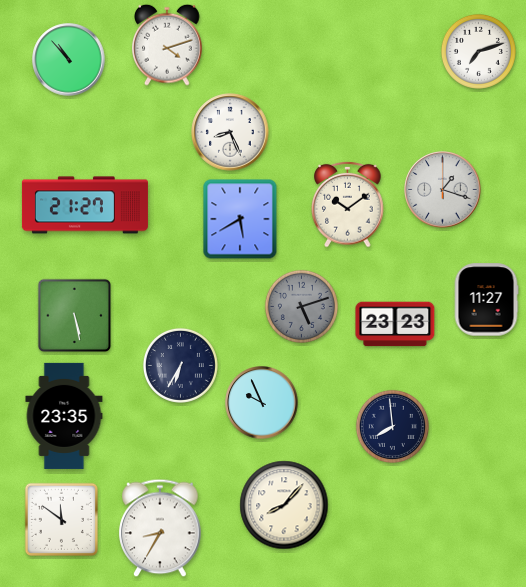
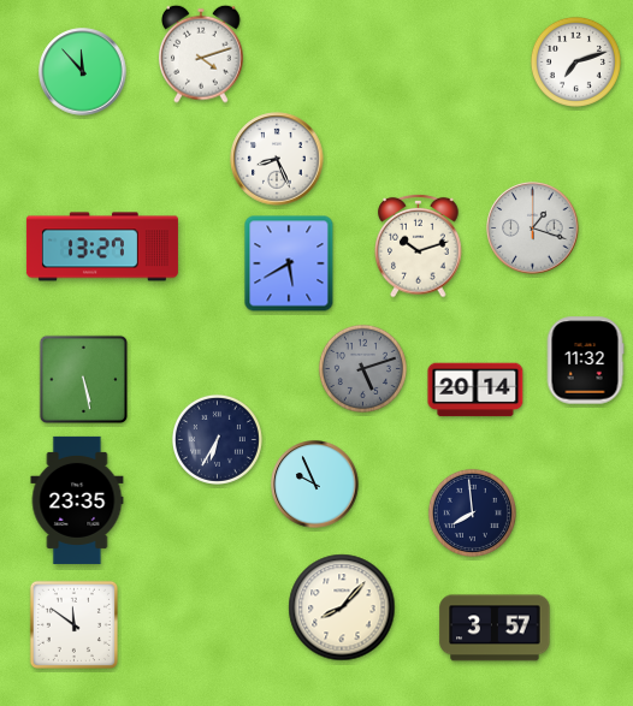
clock at (69, 60): 10:53 -> 11:53
clock at (348, 204): 10:09 -> 10:12
clock at (85, 205): 21:27 -> 13:27
clock at (486, 300): 11:27 -> 11:32
clock at (74, 315) position: (74, 315) -> (83, 379)
clock at (395, 324): 23:23 -> 20:14
clock at (495, 628): none -> 3:57
clock at (160, 528): 8:35 -> none
